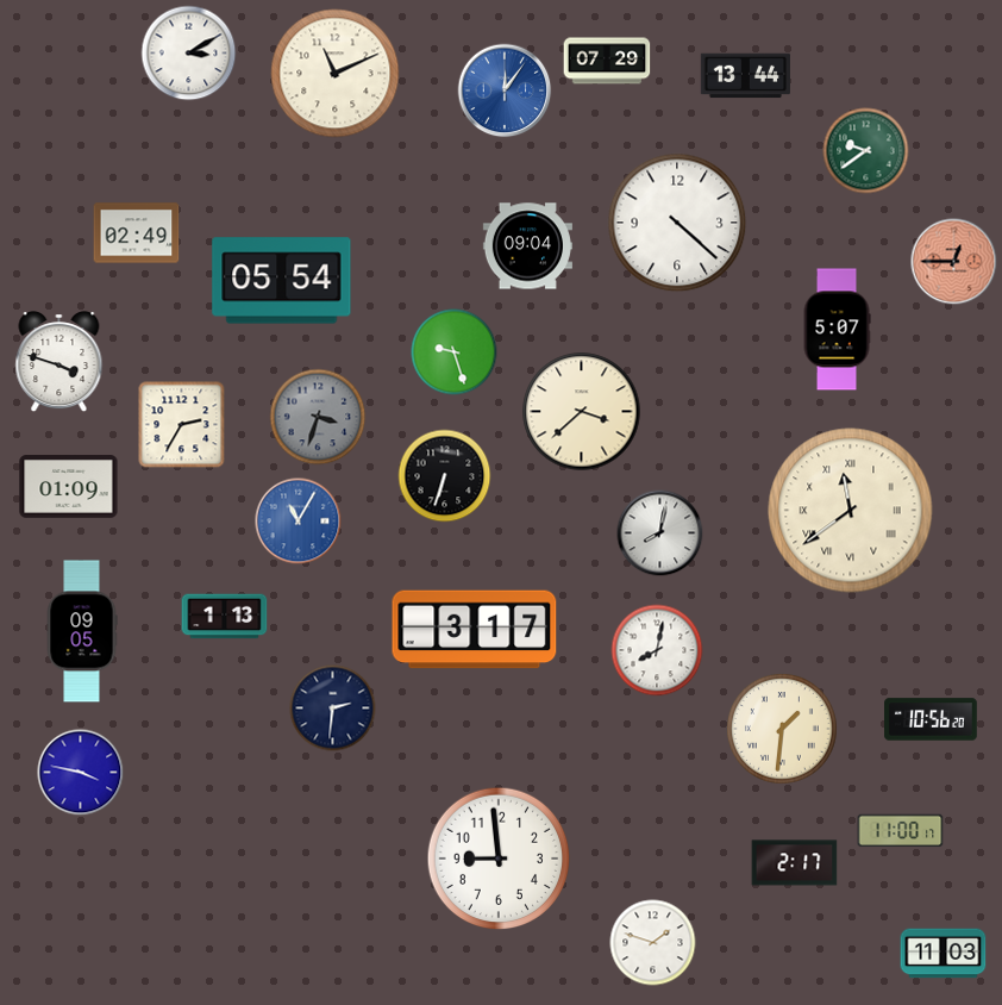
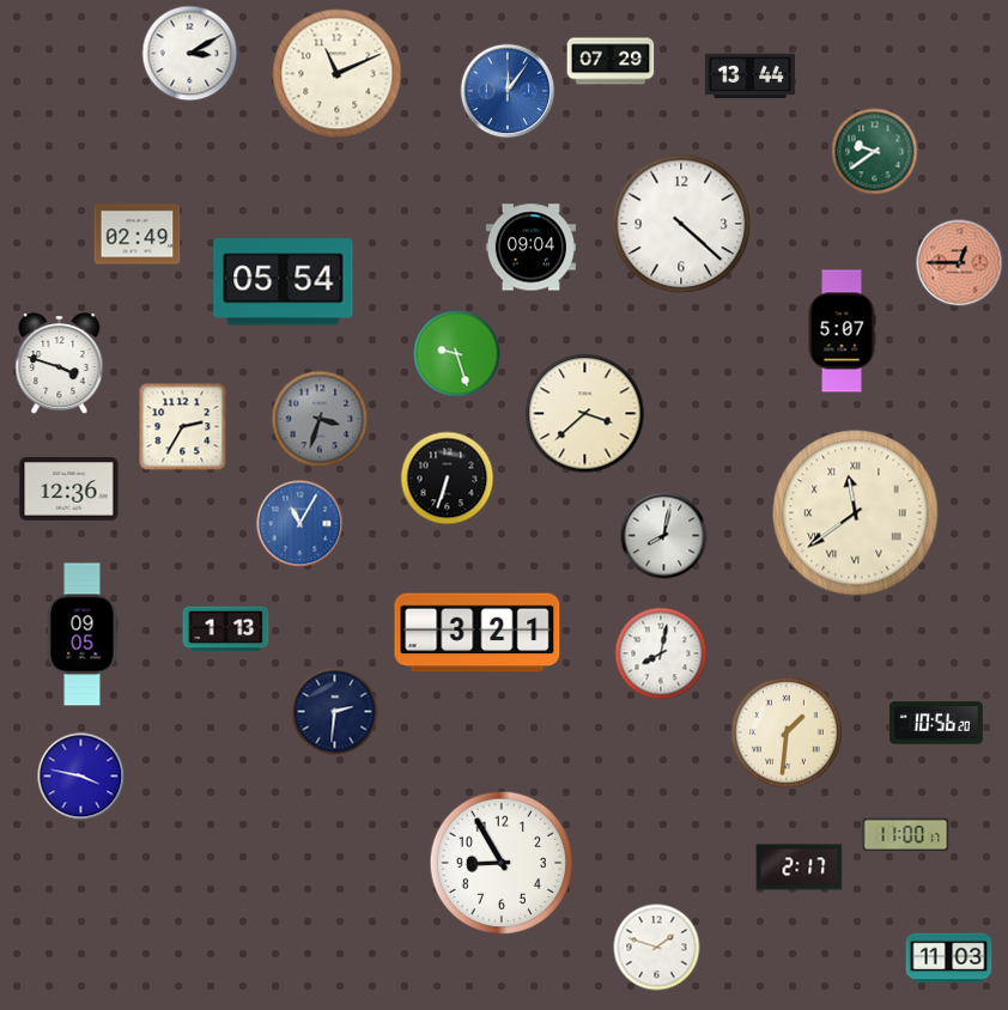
clock at (866, 151) position: (866, 151) -> (875, 152)
clock at (69, 487): 01:09 -> 12:36
clock at (225, 617) position: (225, 617) -> (226, 629)
clock at (475, 630): 3:17 -> 3:21
clock at (499, 859): 8:59 -> 8:55
